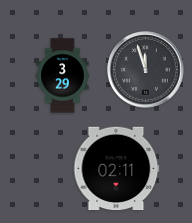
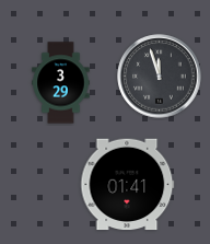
clock at (63, 76) position: (63, 76) -> (61, 83)
clock at (117, 169): 02:11 -> 01:41
